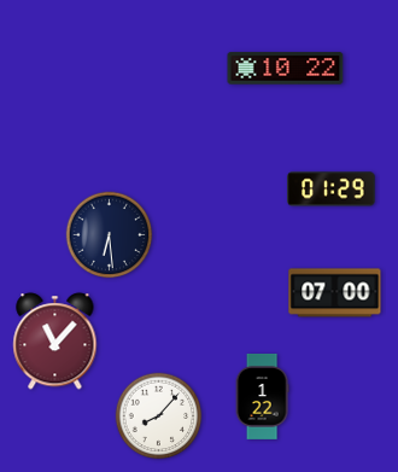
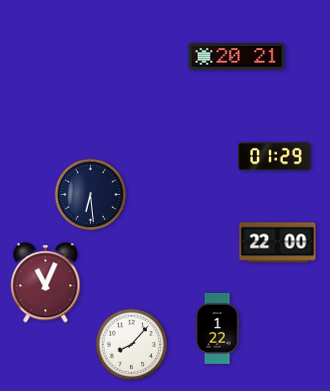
clock at (286, 69): 10:22 -> 20:21
clock at (335, 293): 07:00 -> 22:00
clock at (55, 342): 11:07 -> 11:04
